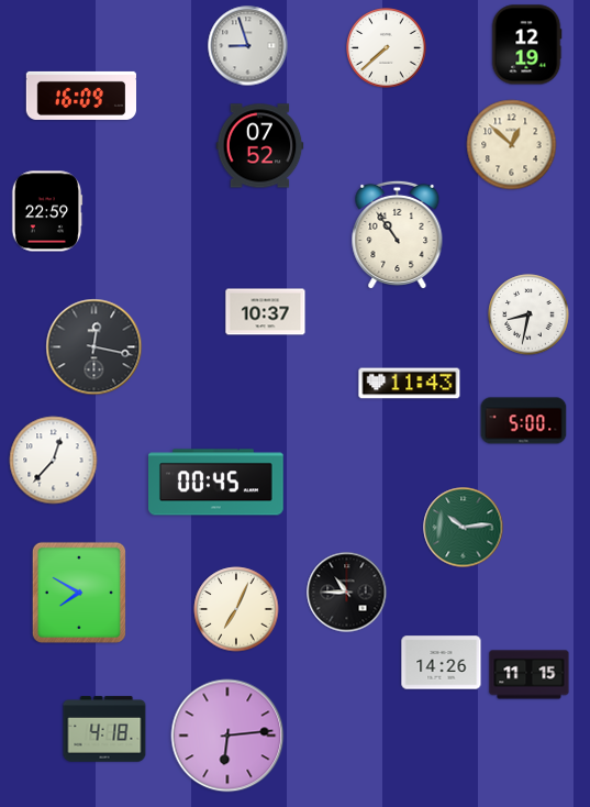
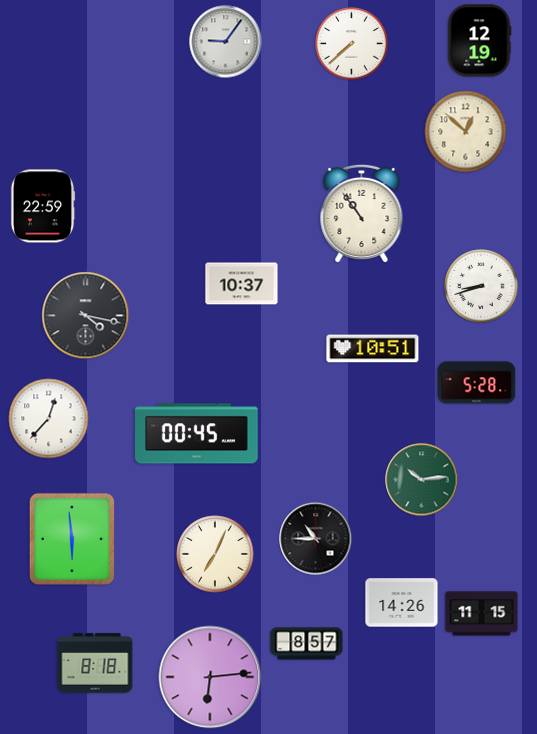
clock at (248, 46): 8:57 -> 9:06
clock at (80, 96): 16:09 -> none
clock at (260, 146): 07:52 -> none
clock at (47, 211) position: (47, 211) -> (43, 206)
clock at (528, 314): 8:32 -> 8:42
clock at (94, 347): 12:17 -> 4:17
clock at (410, 384): 11:43 -> 10:51
clock at (524, 421): 5:00 -> 5:28
clock at (216, 483) position: (216, 483) -> (197, 434)
clock at (79, 593): 7:50 -> 5:59
clock at (307, 644): none -> 8:57
clock at (104, 729): 4:18 -> 8:18
clock at (227, 736) position: (227, 736) -> (210, 677)
